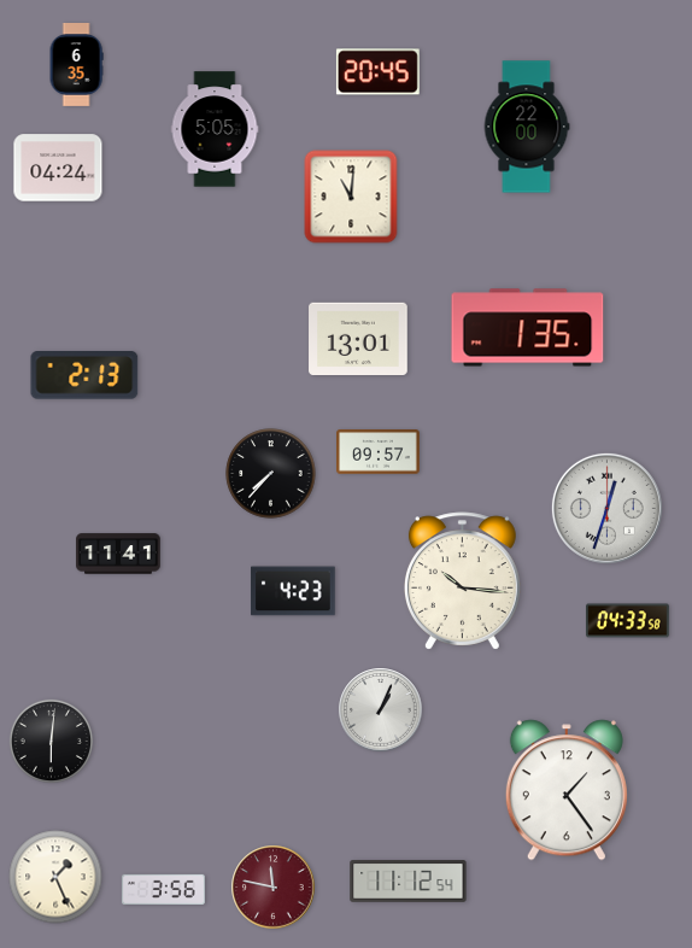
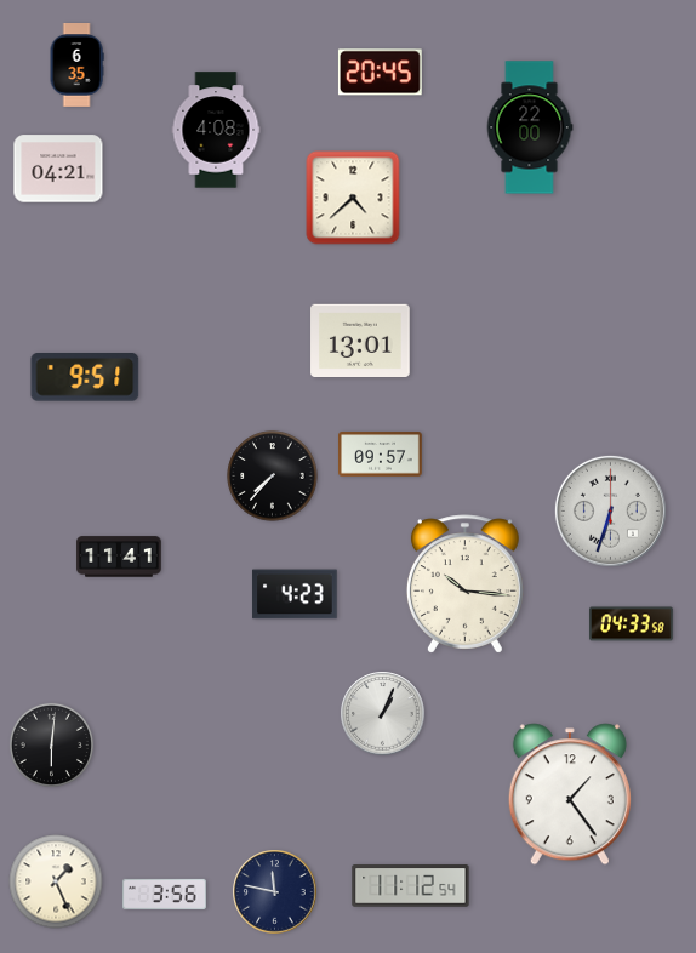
clock at (215, 129): 5:05 -> 4:08
clock at (58, 168): 04:24 -> 04:21
clock at (351, 197): 11:01 -> 4:38
clock at (528, 328): 1:35 -> none
clock at (84, 375): 2:13 -> 9:51
clock at (606, 508): 12:33 -> 6:33
clock at (274, 888) dial: burgundy -> navy
